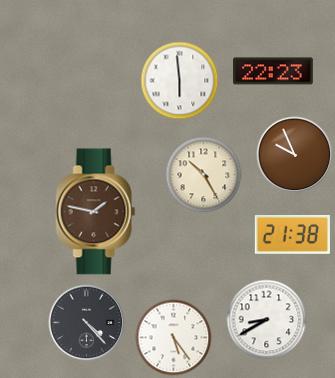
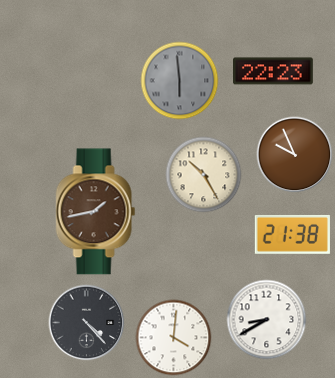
clock at (180, 81) dial: white -> grey
clock at (96, 212): 1:47 -> 1:43
clock at (174, 338): 5:24 -> 4:01
